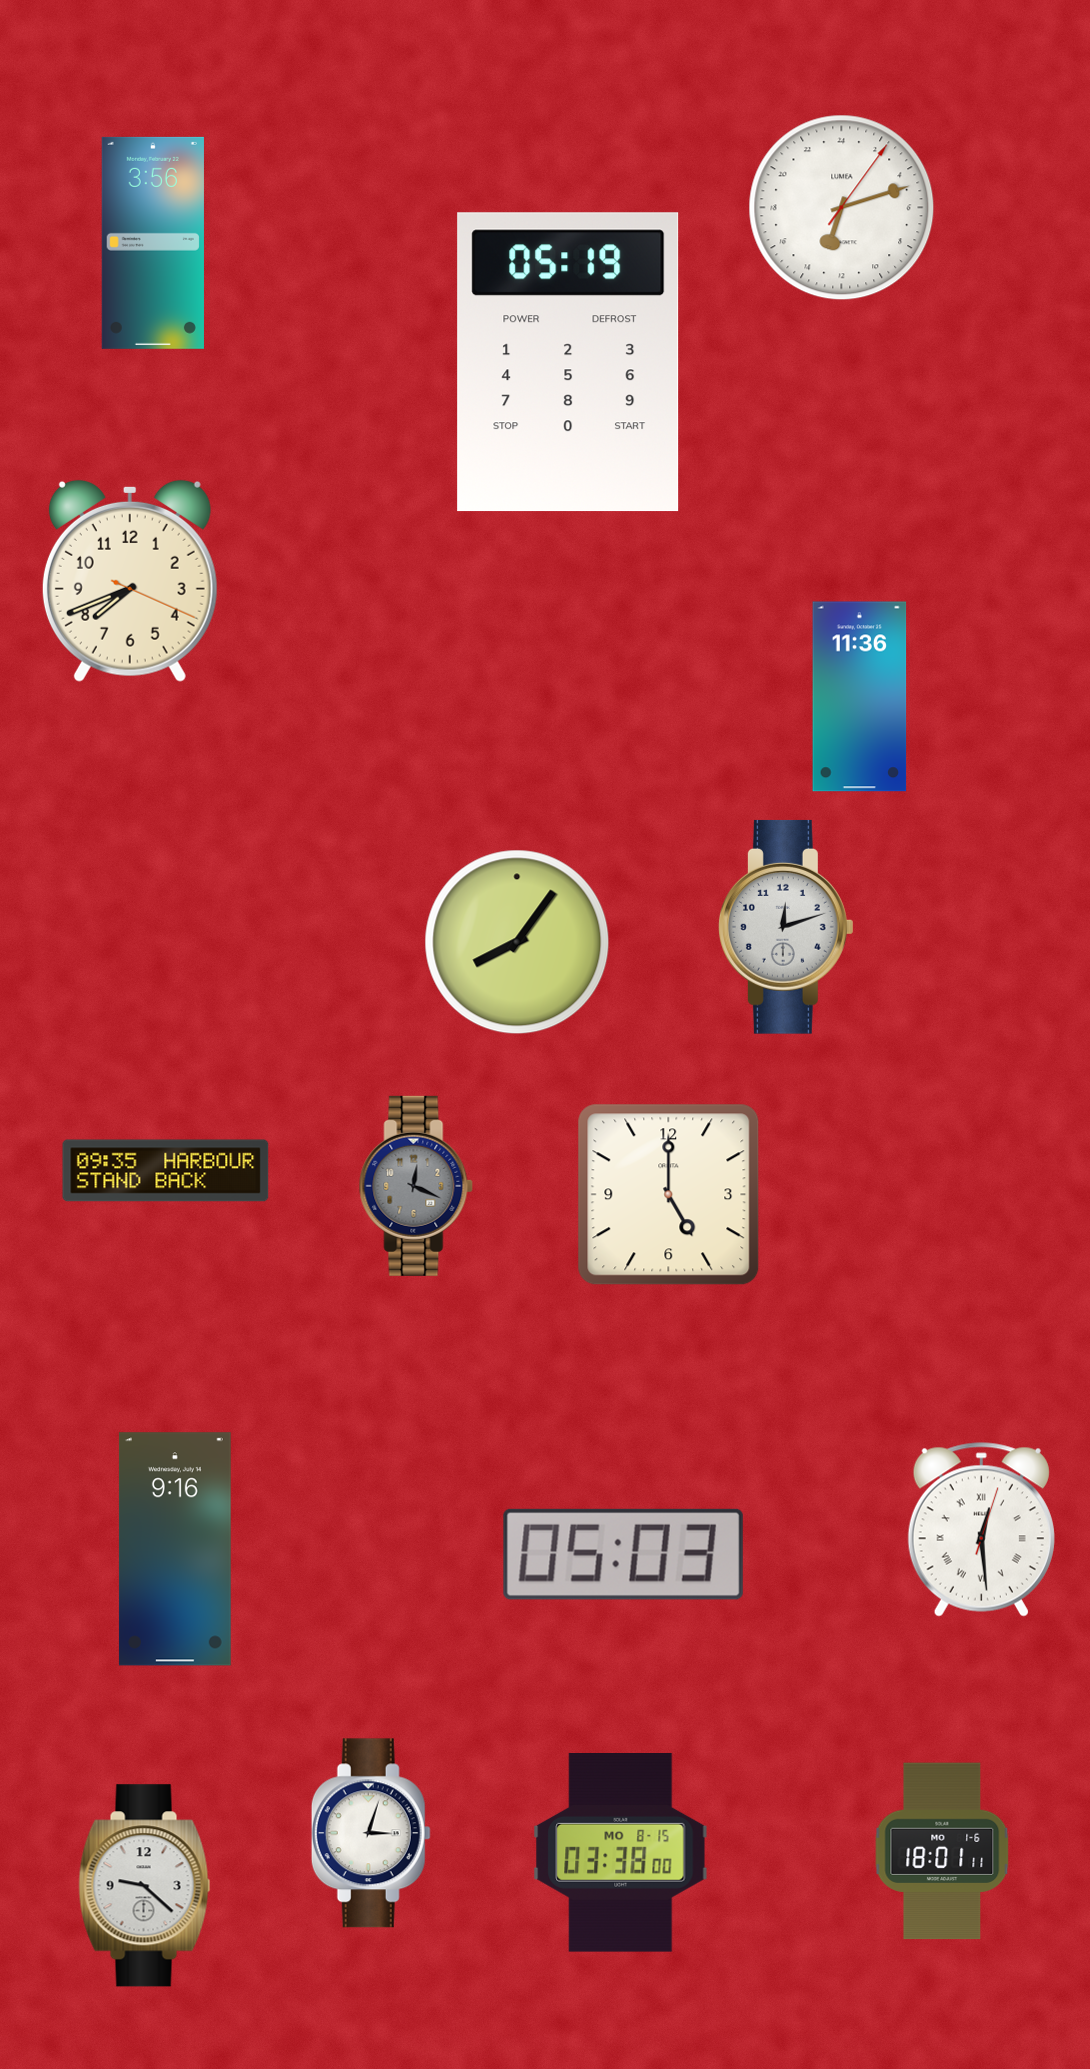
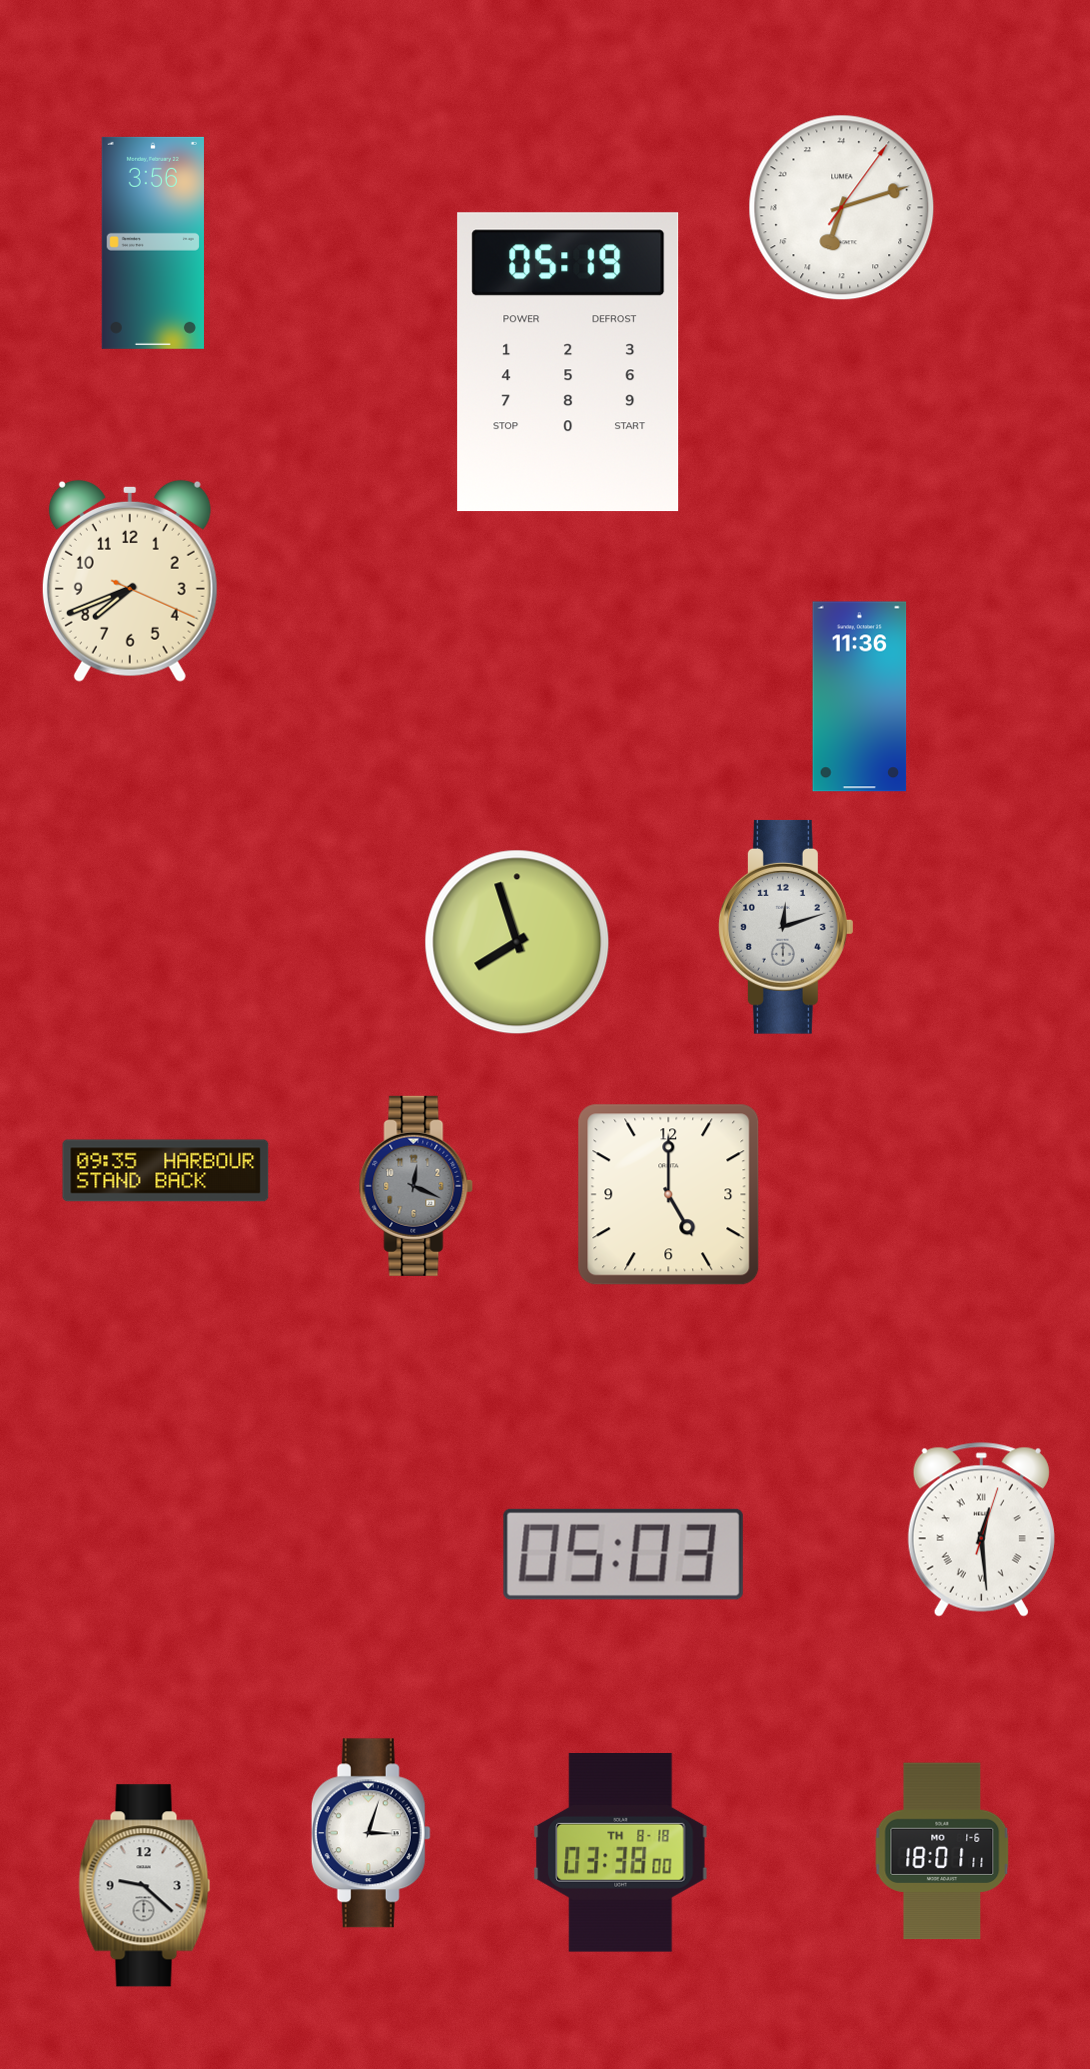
clock at (517, 942): 8:06 -> 7:57
clock at (175, 1549): 9:16 -> none
clock at (621, 1853) date: MO 8-15 -> TH 8-18
